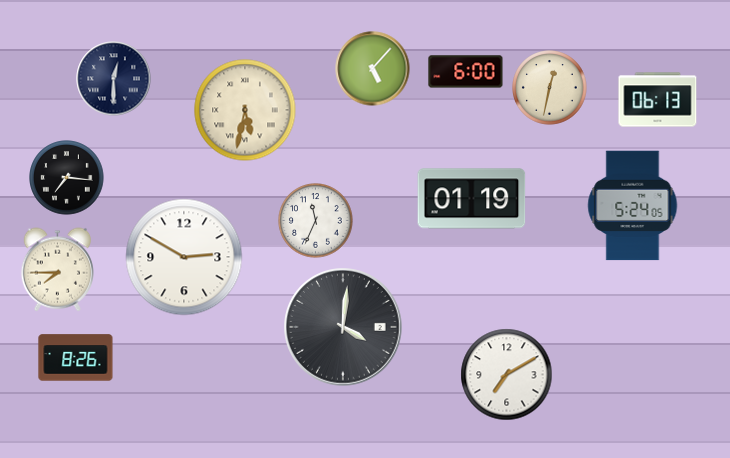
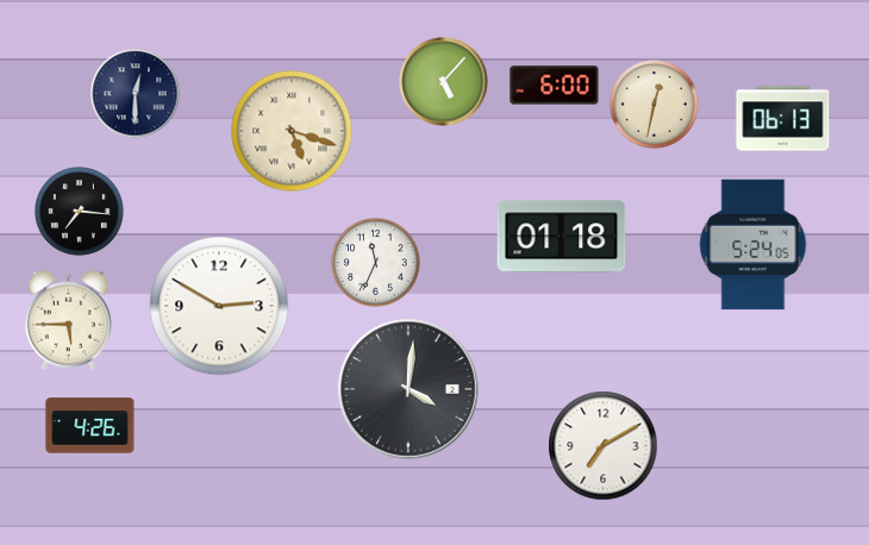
clock at (245, 110): 5:32 -> 5:18
clock at (472, 199): 01:19 -> 01:18
clock at (57, 270): 7:45 -> 5:45
clock at (76, 358): 8:26 -> 4:26
